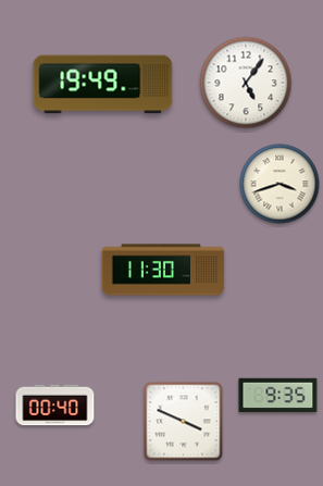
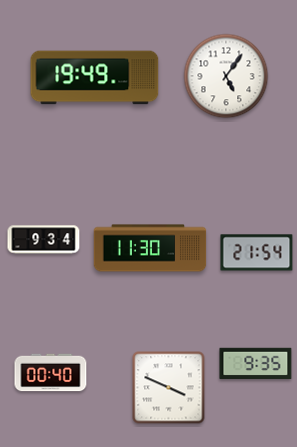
clock at (279, 184): 3:42 -> none
clock at (44, 240): none -> 9:34
clock at (257, 253): none -> 21:54
